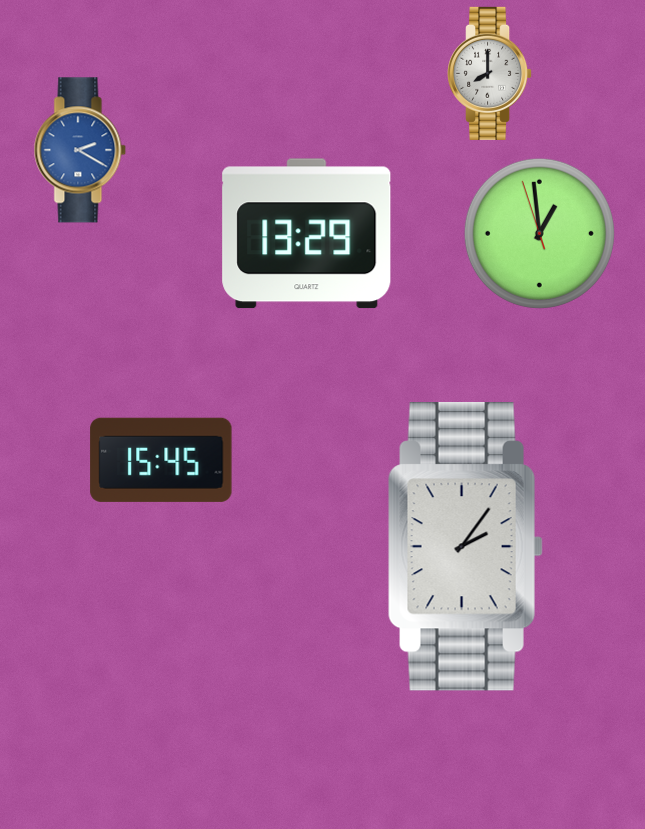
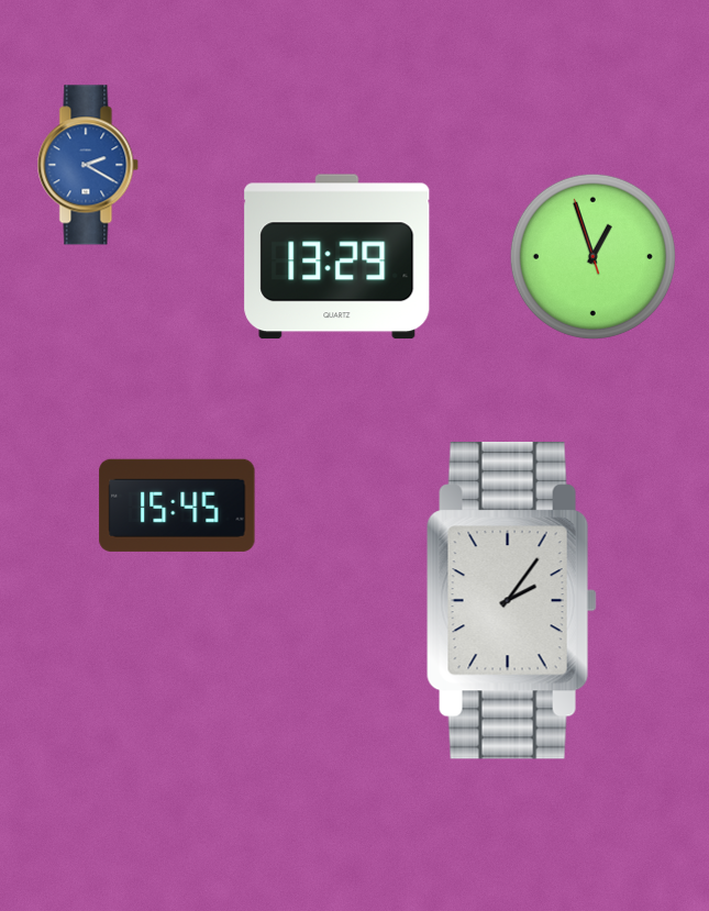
clock at (490, 73): 8:00 -> none
clock at (539, 233): 12:58 -> 12:56
